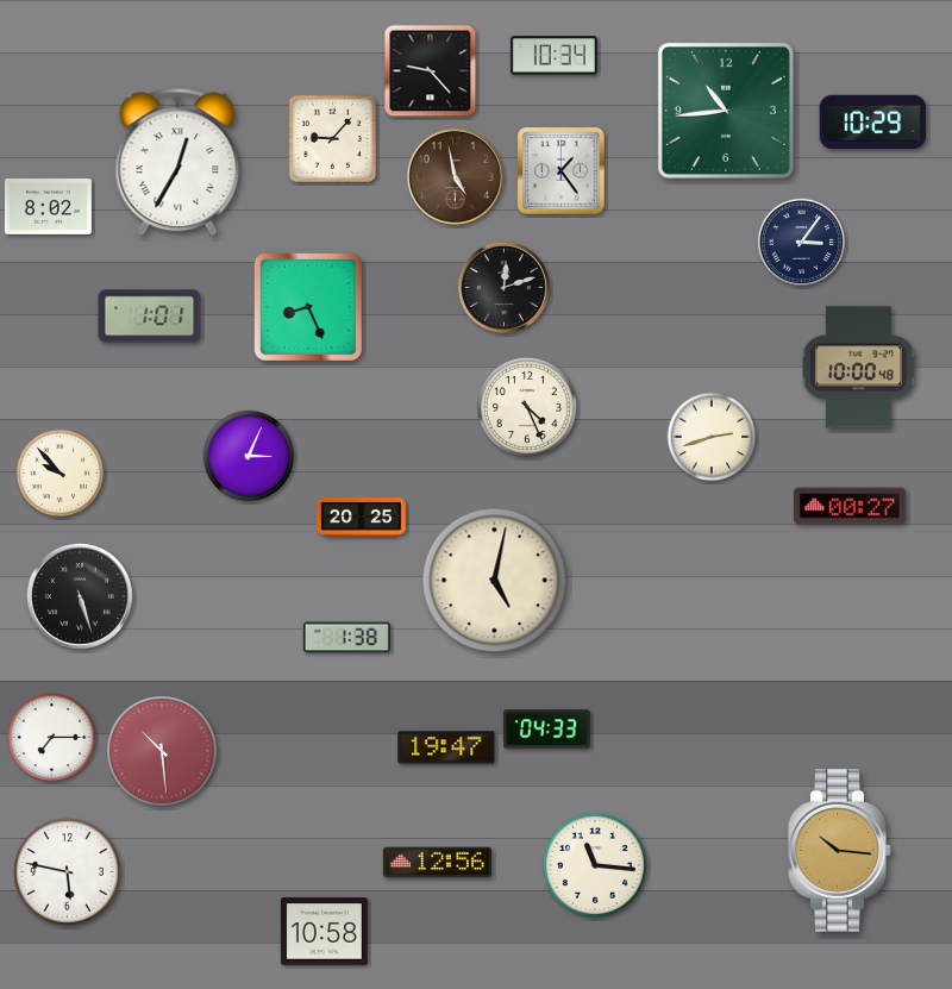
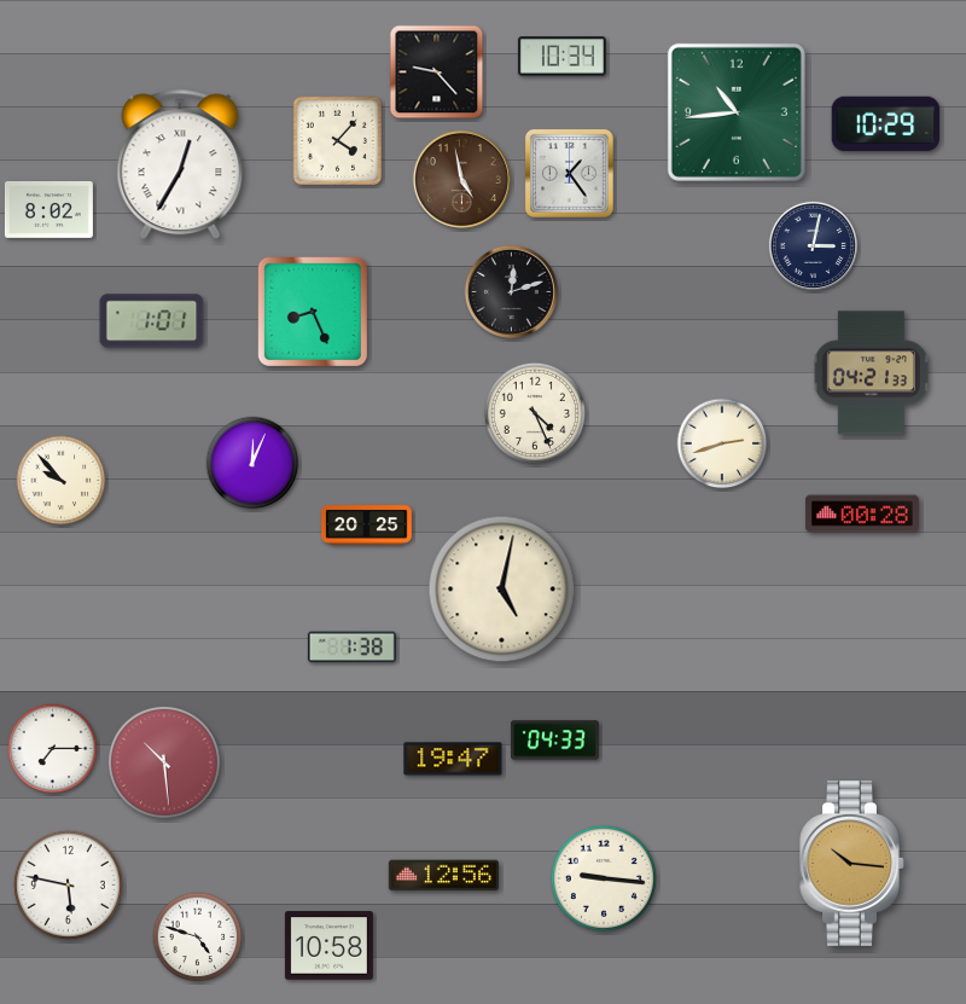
clock at (332, 138): 9:07 -> 4:07
clock at (801, 242): 3:06 -> 3:02
clock at (858, 368): 10:00 -> 04:21
clock at (249, 456): 3:04 -> 12:04
clock at (850, 506): 00:27 -> 00:28
clock at (80, 596): 5:27 -> none
clock at (595, 865): 11:16 -> 9:16
clock at (198, 938): none -> 4:48
